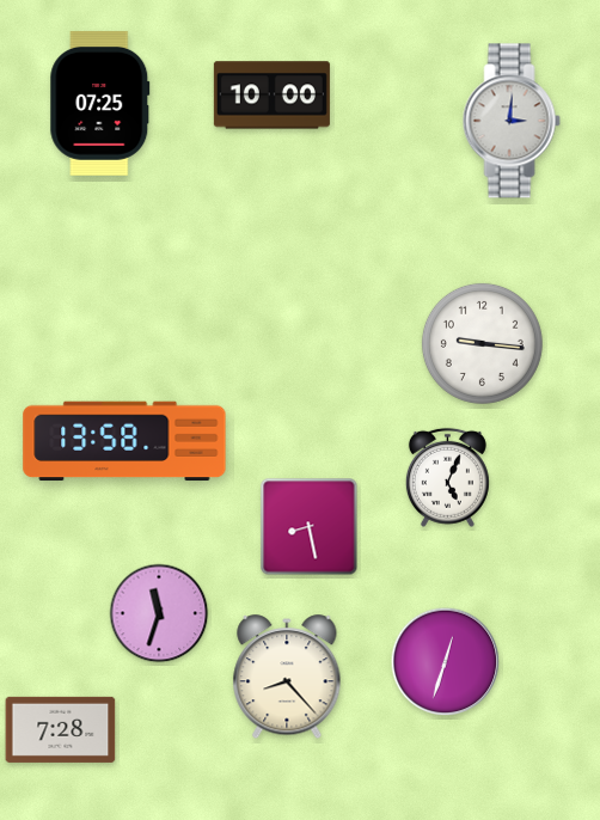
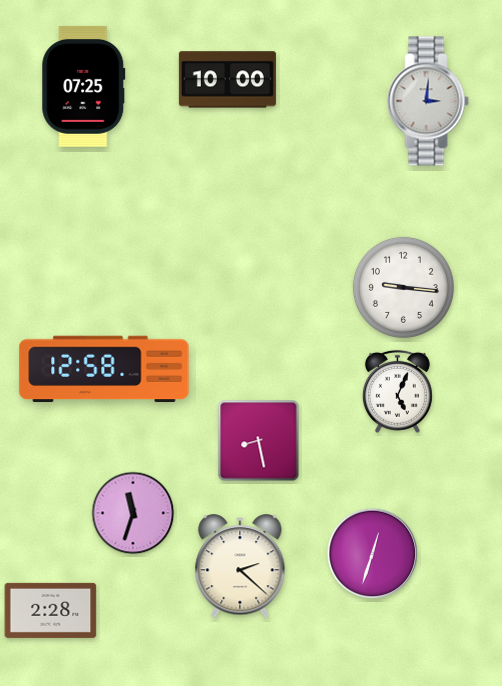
clock at (124, 441): 13:58 -> 12:58
clock at (447, 477) position: (447, 477) -> (397, 391)
clock at (287, 678): 8:23 -> 2:22
clock at (61, 729): 7:28 -> 2:28
